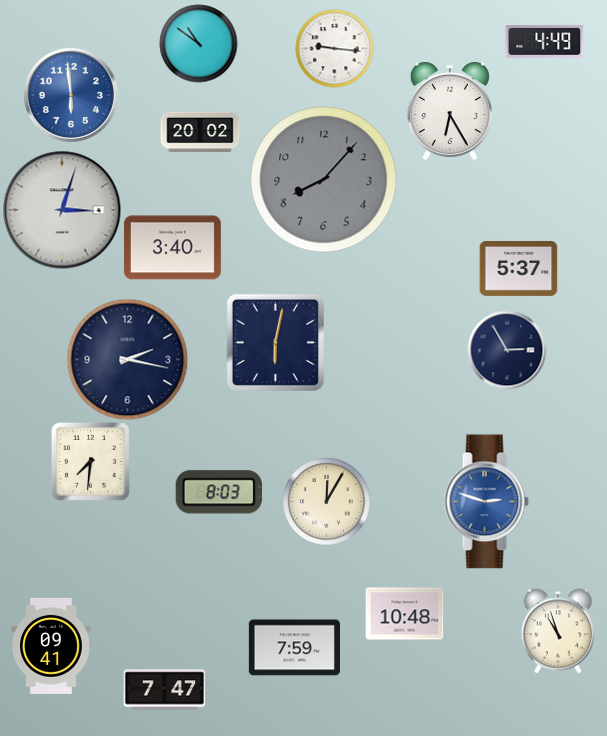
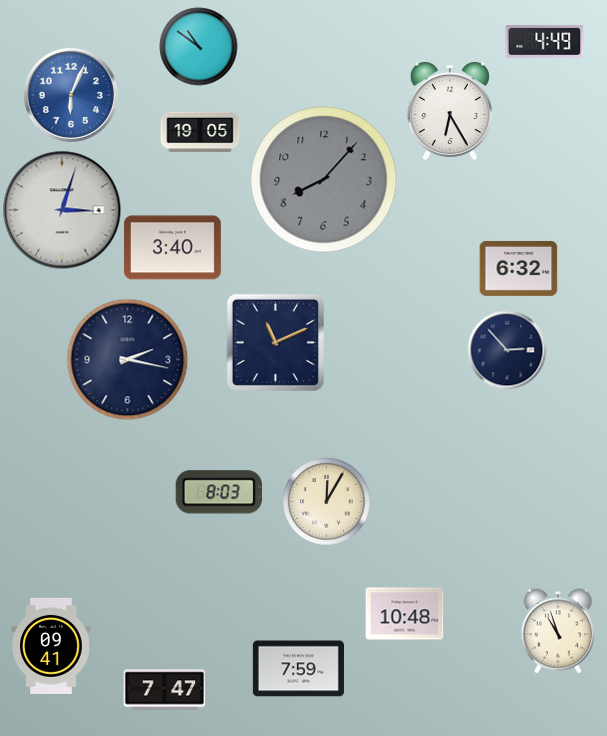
clock at (198, 43) position: (198, 43) -> (198, 46)
clock at (334, 48): 9:16 -> none
clock at (71, 95): 5:59 -> 6:04
clock at (200, 132): 20:02 -> 19:05
clock at (518, 268): 5:37 -> 6:32
clock at (275, 342): 6:02 -> 11:11
clock at (507, 350): 2:55 -> 2:53
clock at (90, 461): 7:31 -> none
clock at (486, 502): 2:48 -> none
clock at (294, 648) position: (294, 648) -> (298, 669)
